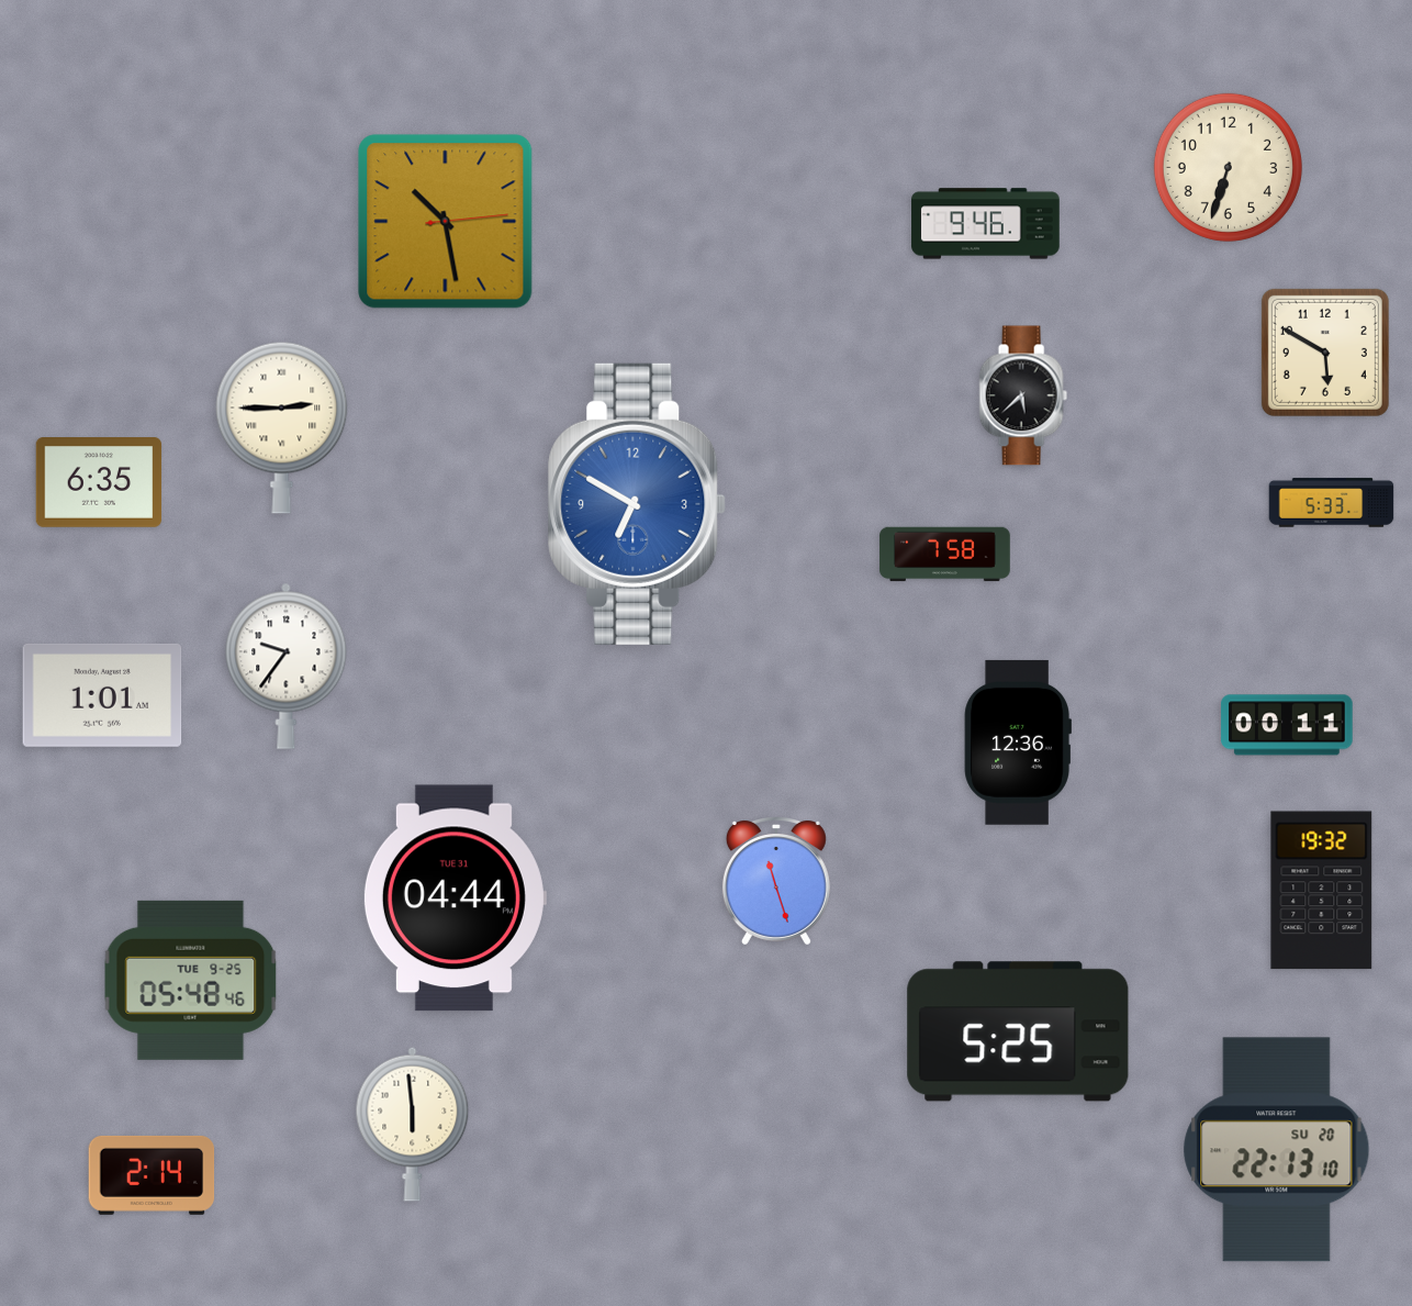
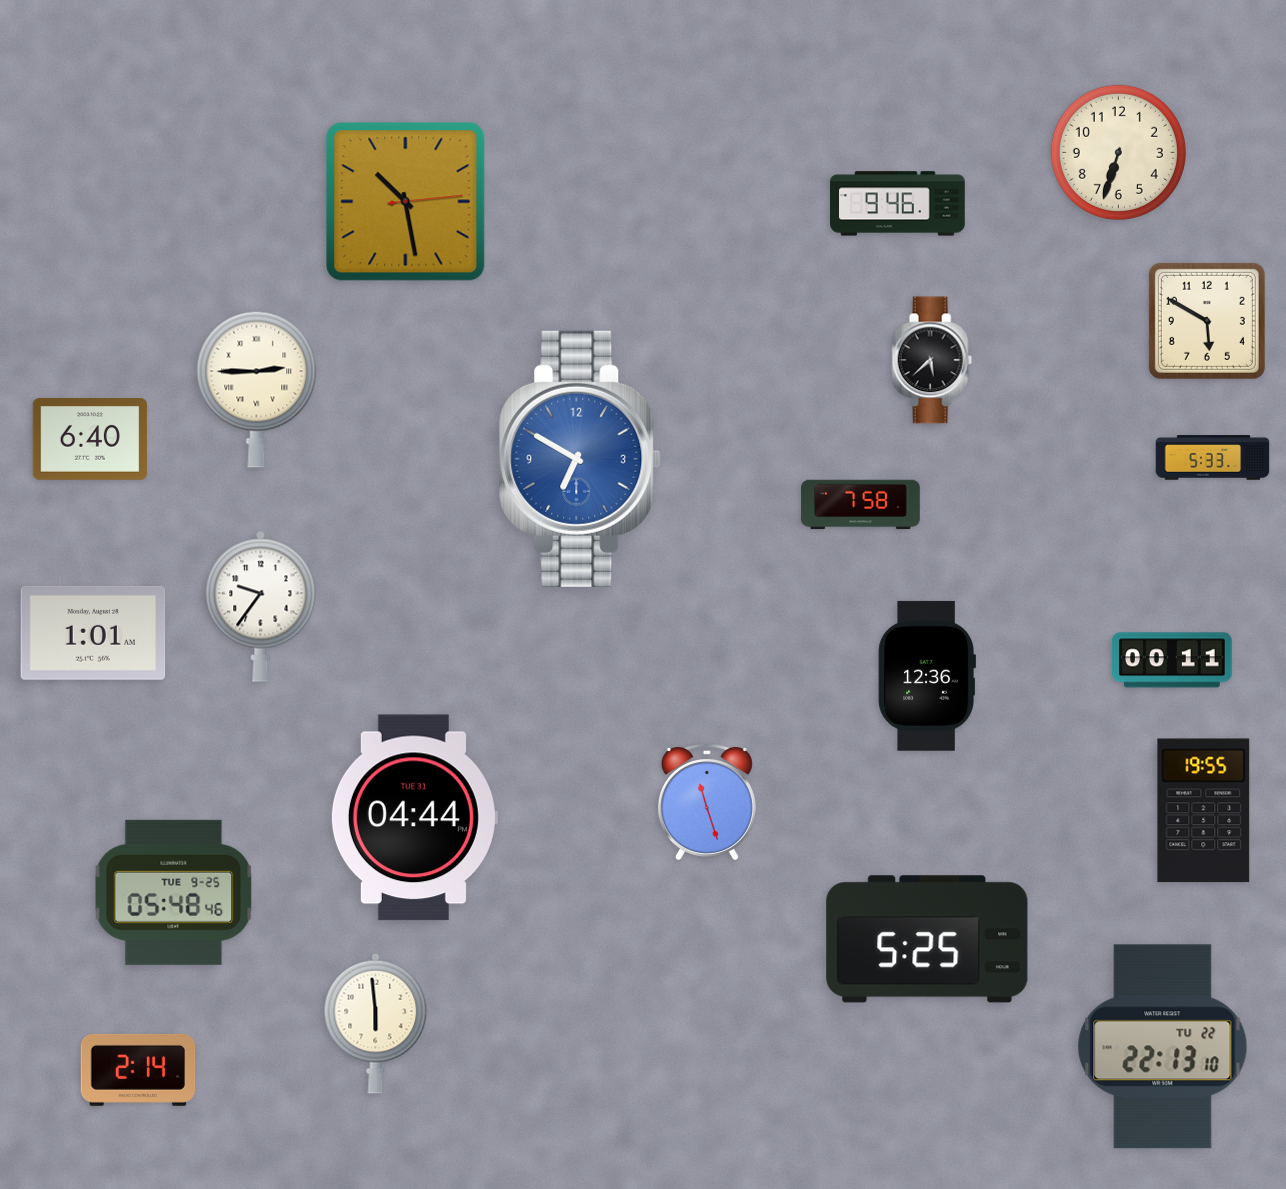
clock at (99, 483): 6:35 -> 6:40
clock at (1322, 891): 19:32 -> 19:55
clock at (1277, 1150) date: SU 20 -> TU 22
